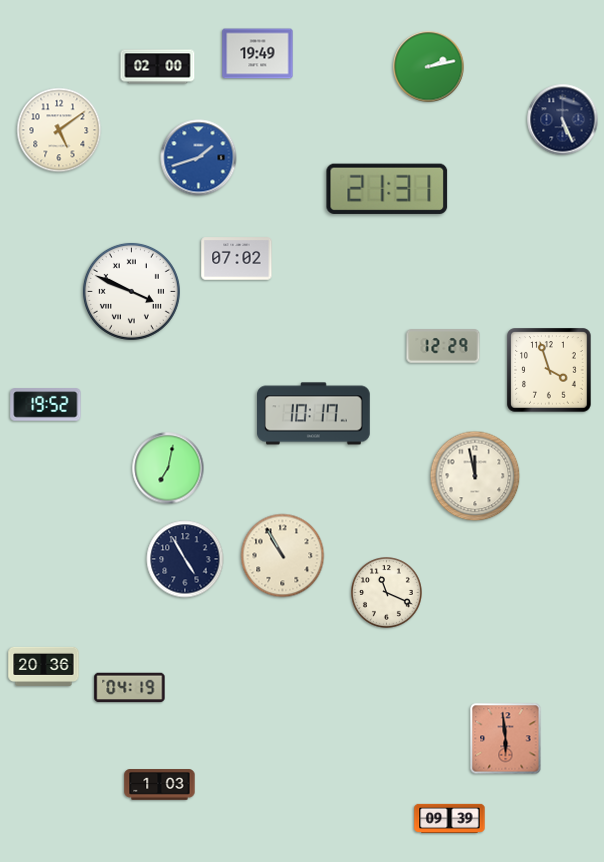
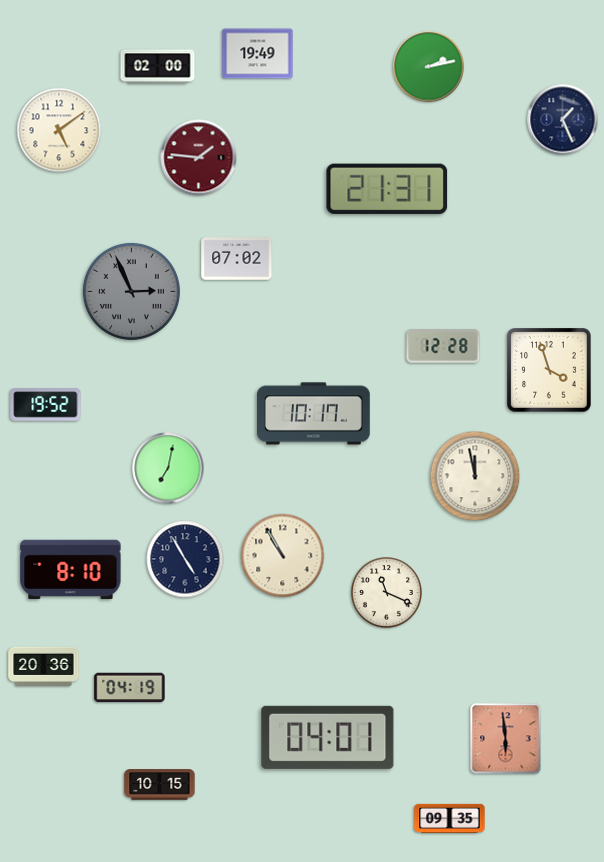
clock at (563, 120): 5:26 -> 1:26
clock at (199, 158): 1:42 -> 1:46
clock at (199, 158) dial: blue -> burgundy
clock at (131, 291): 3:49 -> 2:56
clock at (131, 291) dial: white -> grey
clock at (443, 346): 12:29 -> 12:28
clock at (71, 570): none -> 8:10
clock at (328, 737): none -> 04:01
clock at (160, 785): 1:03 -> 10:15
clock at (450, 818): 09:39 -> 09:35
